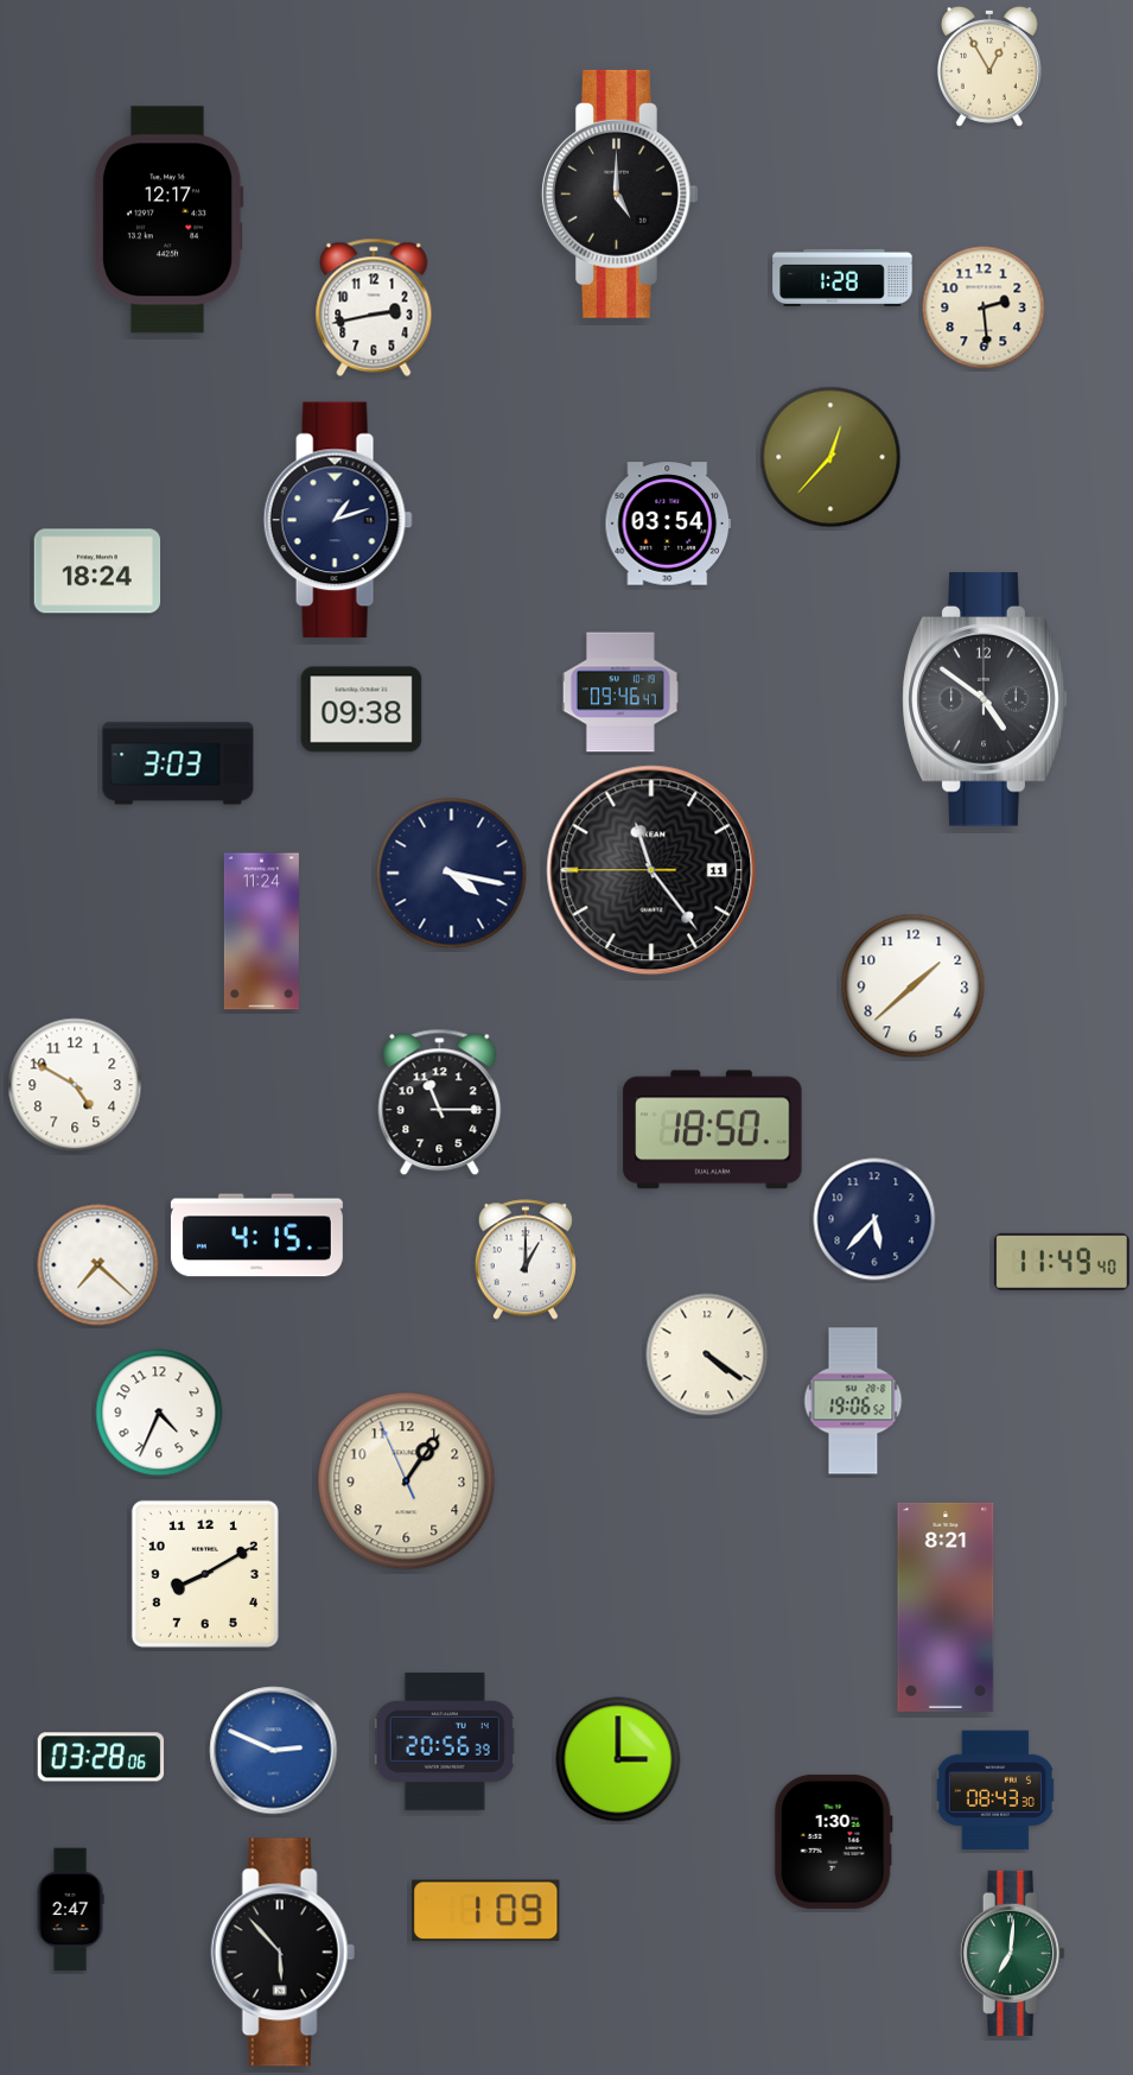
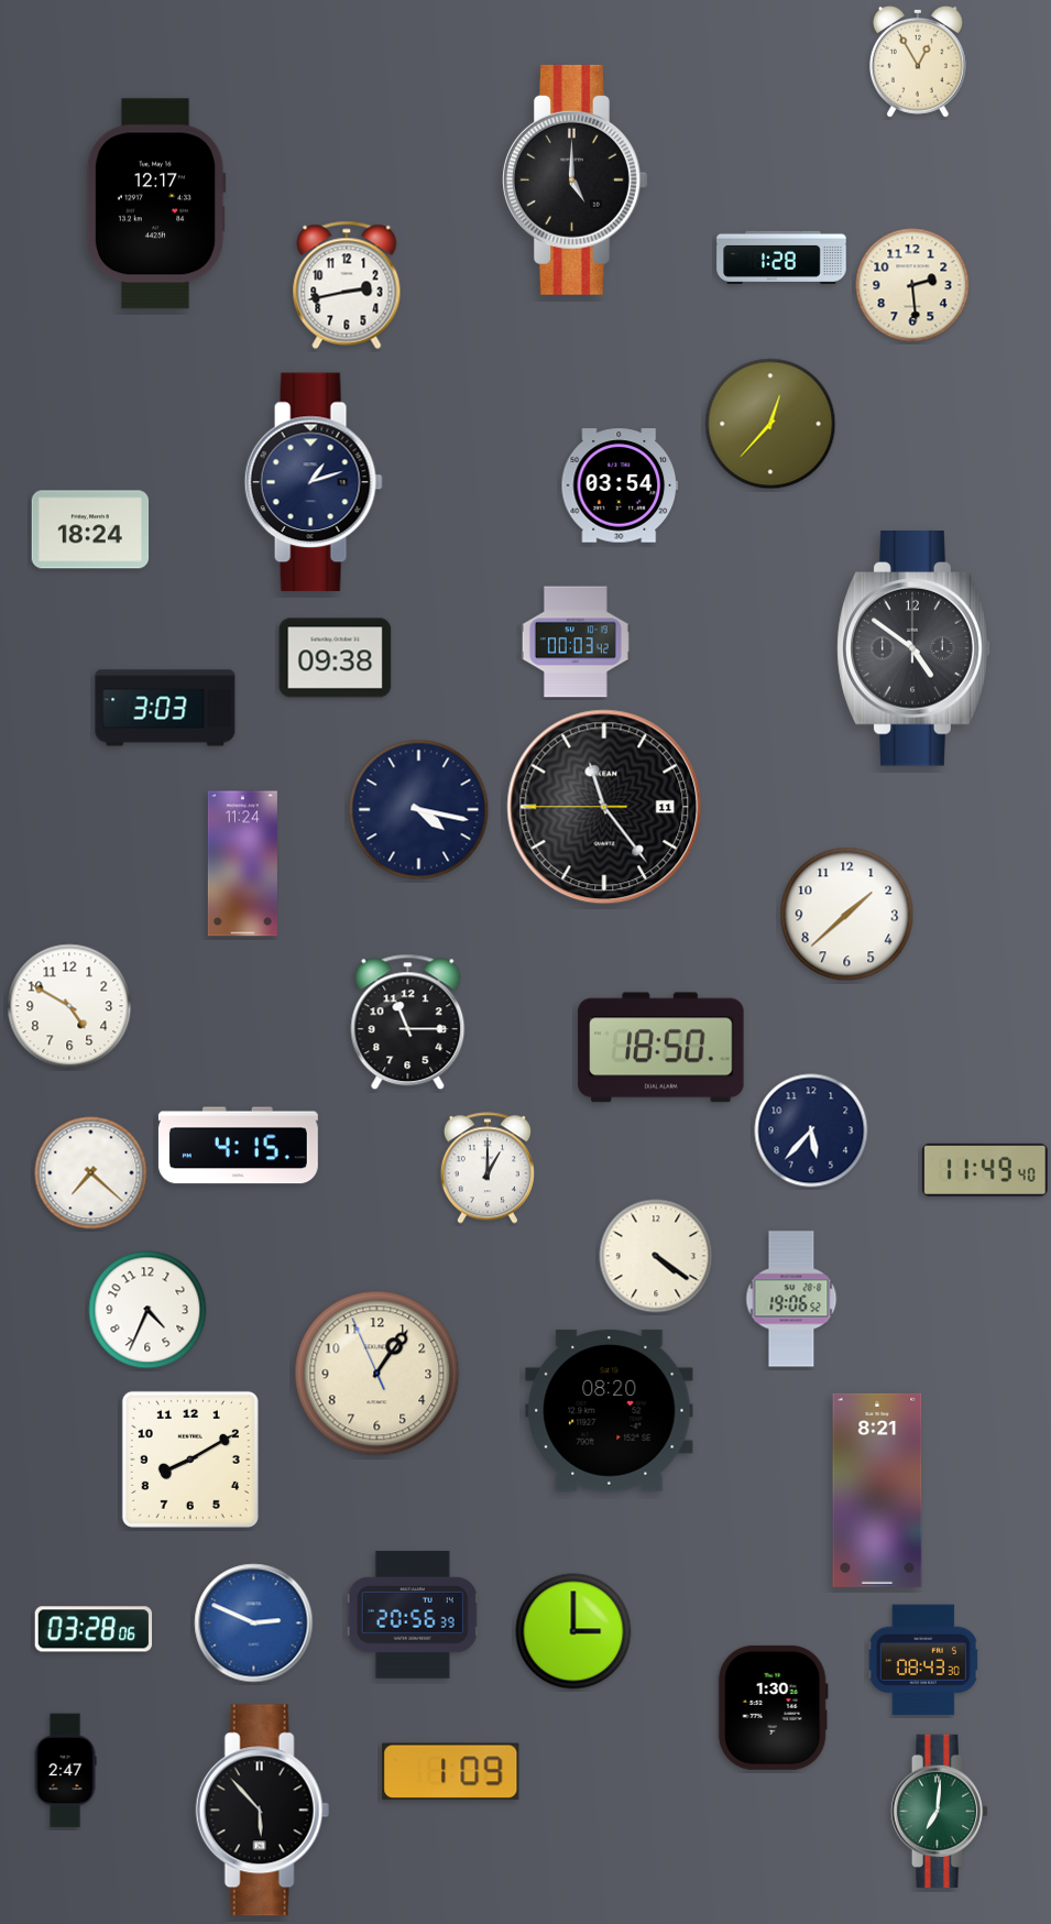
clock at (620, 692): 09:46 -> 00:03
clock at (610, 1410): none -> 08:20
